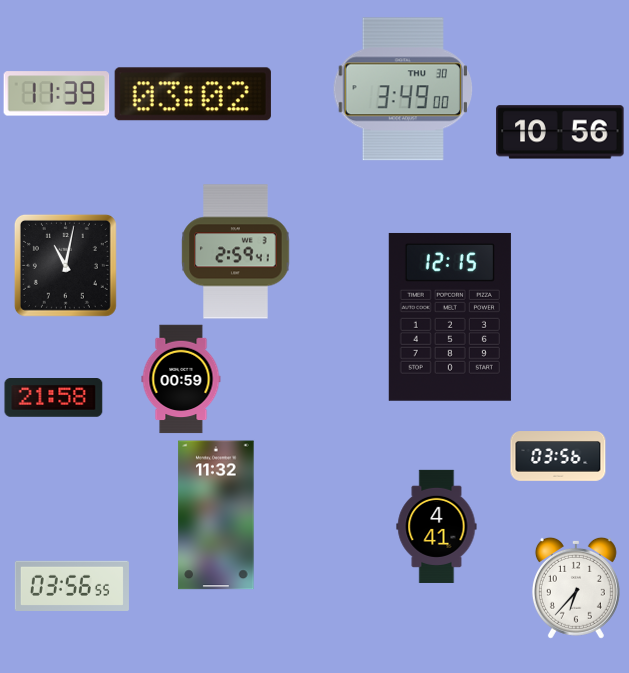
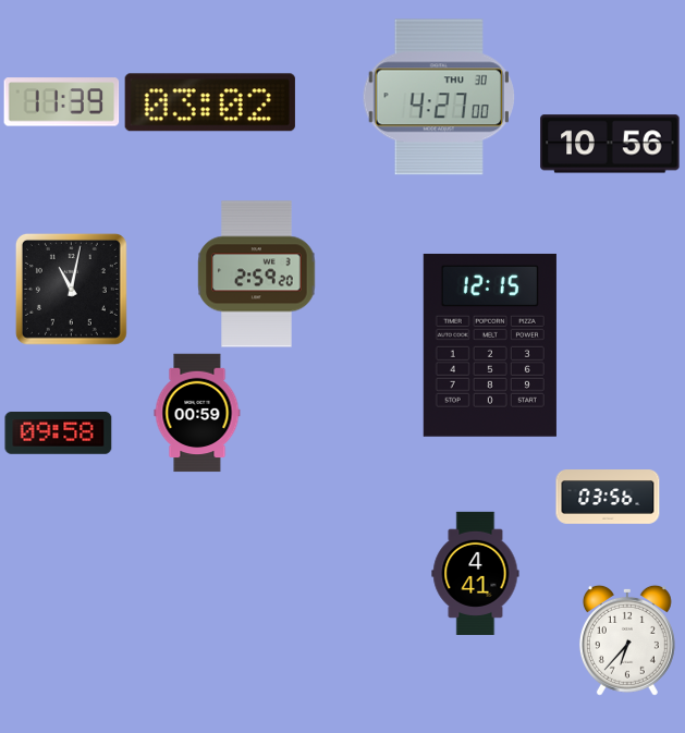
clock at (402, 89): 3:49 -> 4:27
clock at (236, 252): 2:59:41 -> 2:59:20
clock at (54, 398): 21:58 -> 09:58
clock at (216, 515): 11:32 -> none
clock at (72, 586): 03:56 -> none
